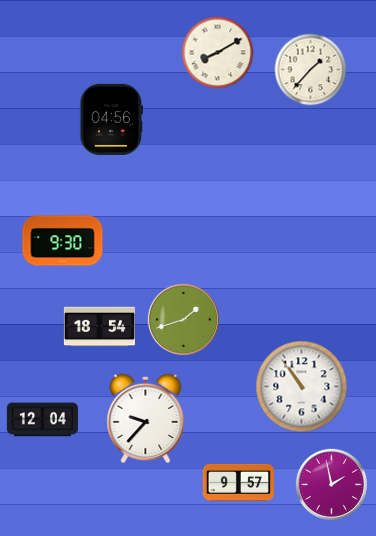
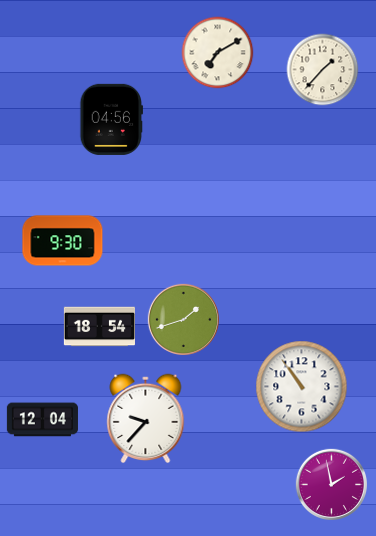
clock at (218, 53): 8:10 -> 7:10
clock at (311, 70) position: (311, 70) -> (323, 70)
clock at (238, 482): 9:57 -> none
